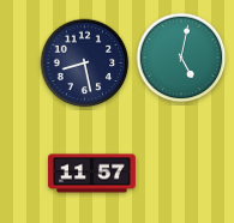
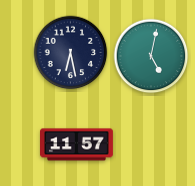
clock at (181, 58) position: (181, 58) -> (151, 56)
clock at (85, 64): 8:28 -> 6:28
